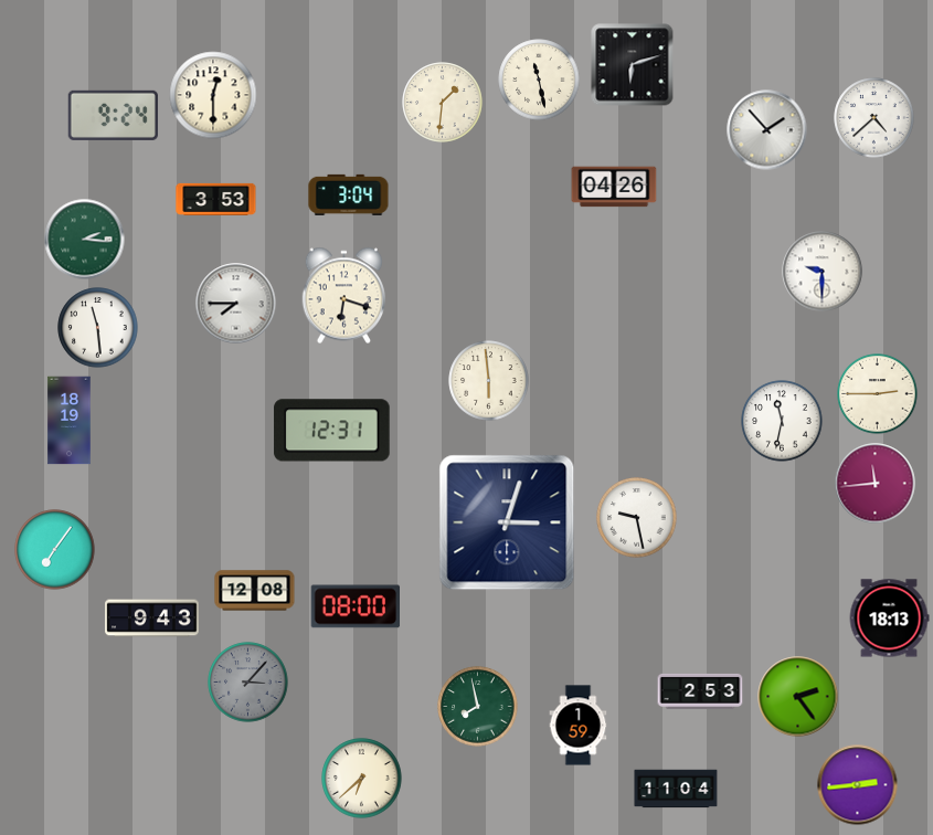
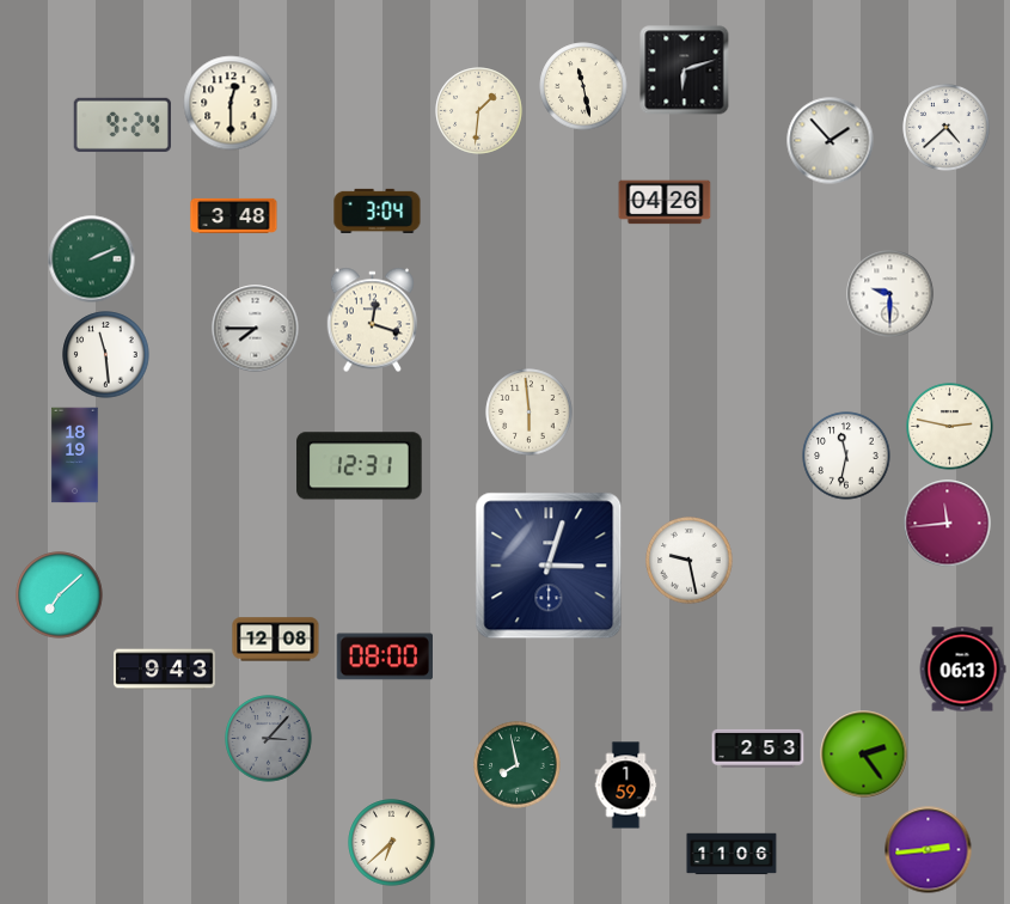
clock at (216, 199): 3:53 -> 3:48
clock at (85, 240): 2:16 -> 2:11
clock at (344, 296): 6:18 -> 12:18
clock at (878, 394): 2:45 -> 2:47
clock at (55, 550): 7:06 -> 7:08
clock at (889, 619): 18:13 -> 06:13
clock at (676, 789): 11:04 -> 11:06
